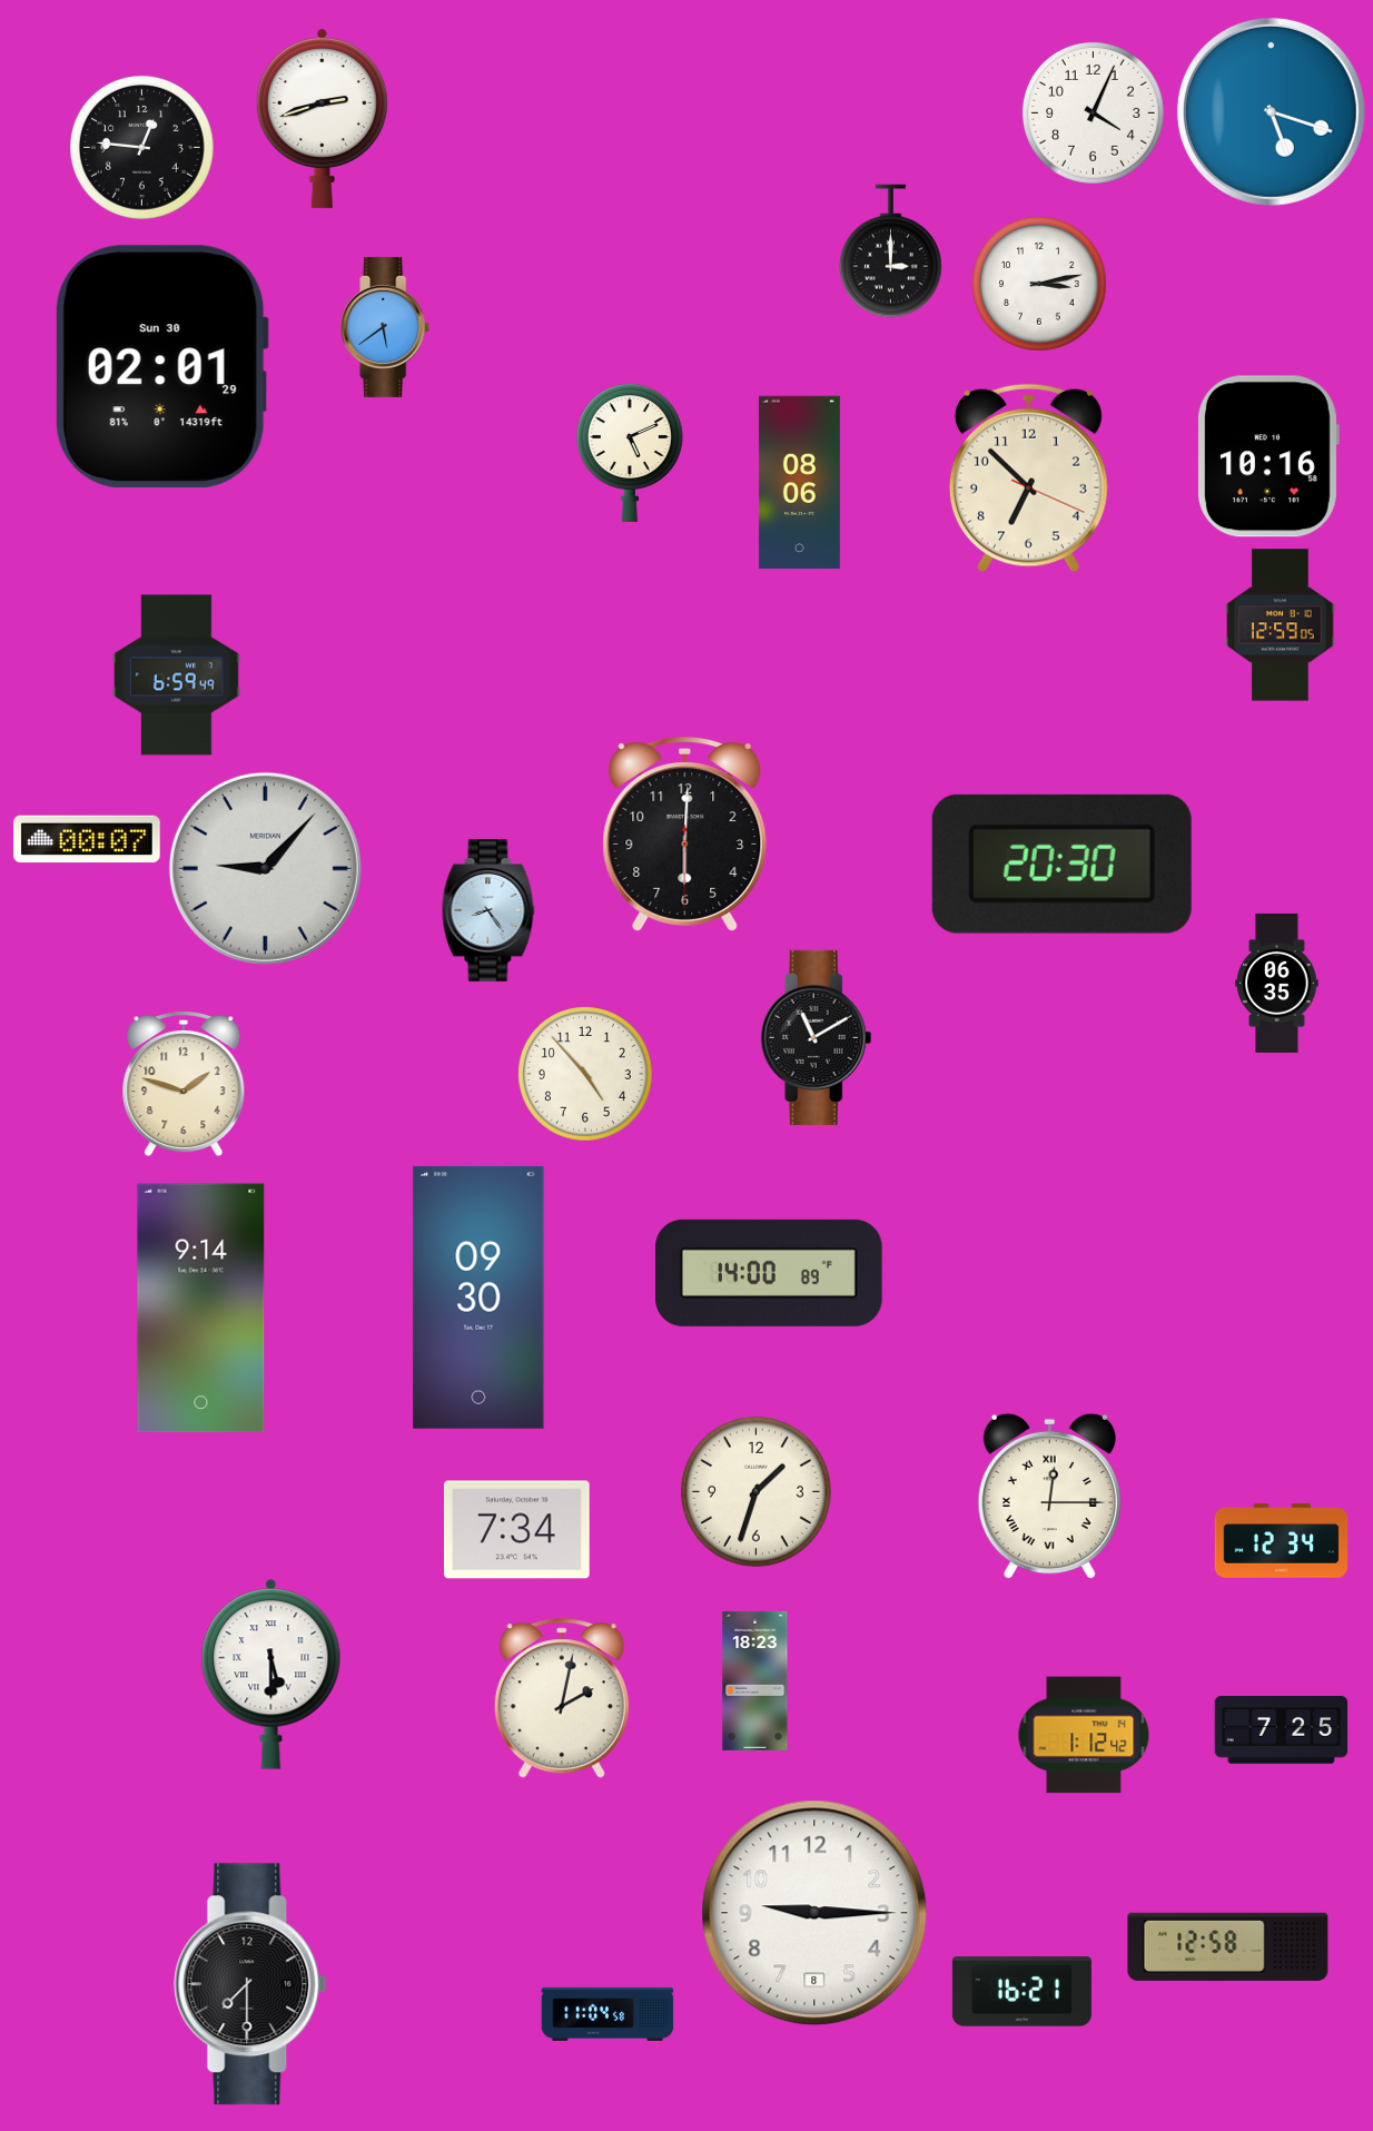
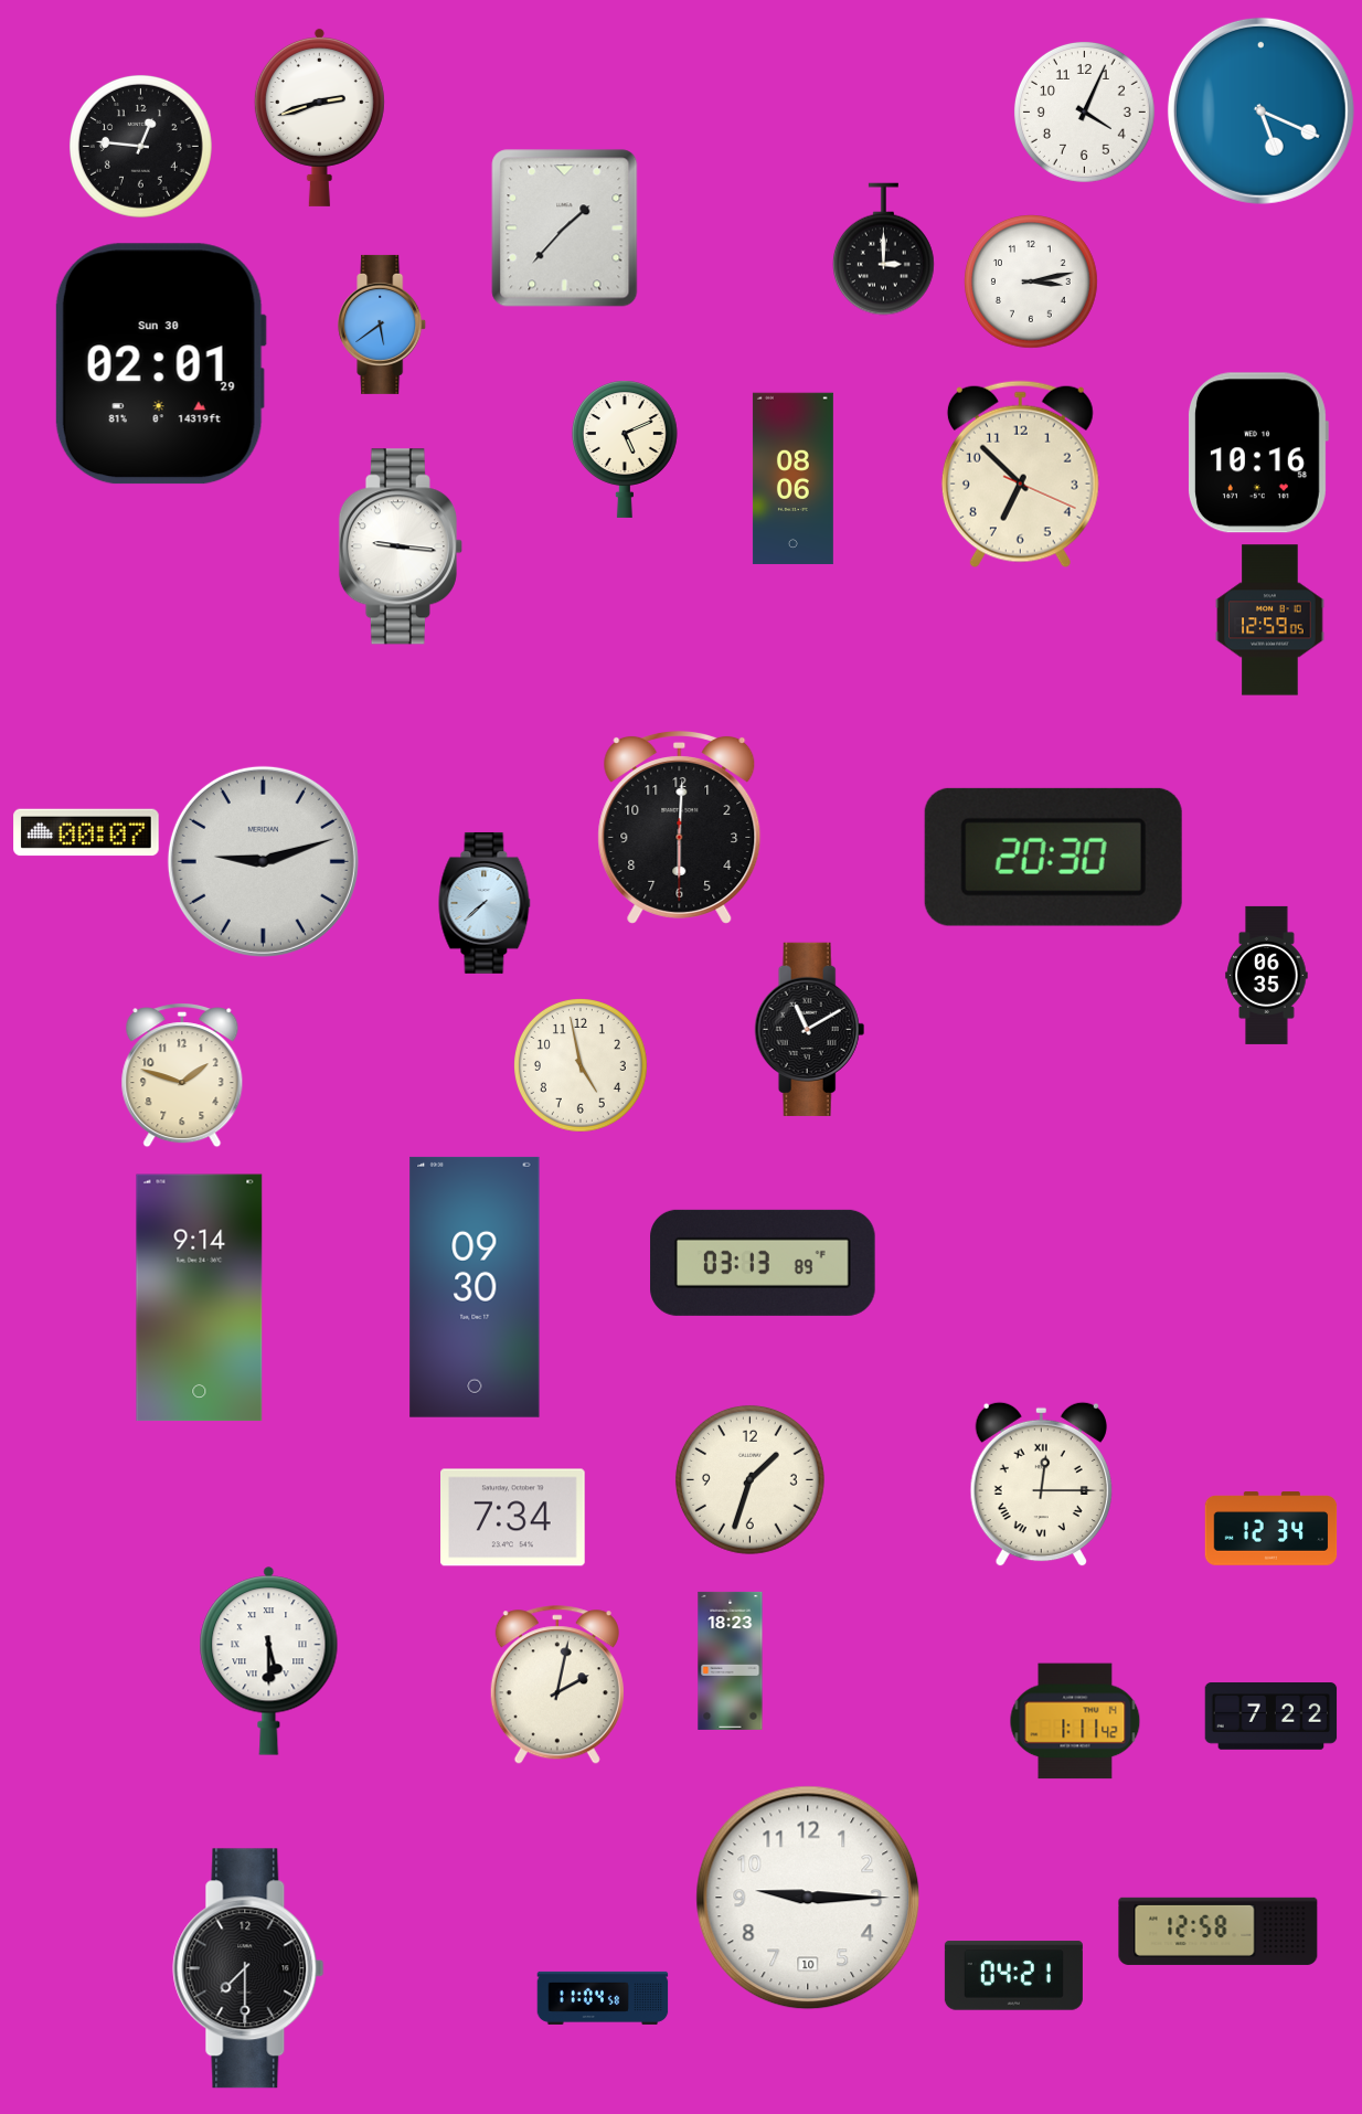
clock at (1271, 111): 5:18 -> 5:19
clock at (565, 229): none -> 1:37
clock at (401, 546): none -> 9:16
clock at (176, 675): 6:59 -> none
clock at (265, 868): 9:07 -> 9:12
clock at (488, 910): 8:24 -> 7:38
clock at (586, 1075): 4:53 -> 4:58
clock at (769, 1273): 14:00 -> 03:13
clock at (755, 1680) position: (755, 1680) -> (731, 1660)
clock at (1282, 1730): 7:25 -> 7:22
clock at (1084, 1735): 1:12 -> 1:11
clock at (814, 1913) date: 8 -> 10
clock at (1021, 1992): 16:21 -> 04:21
